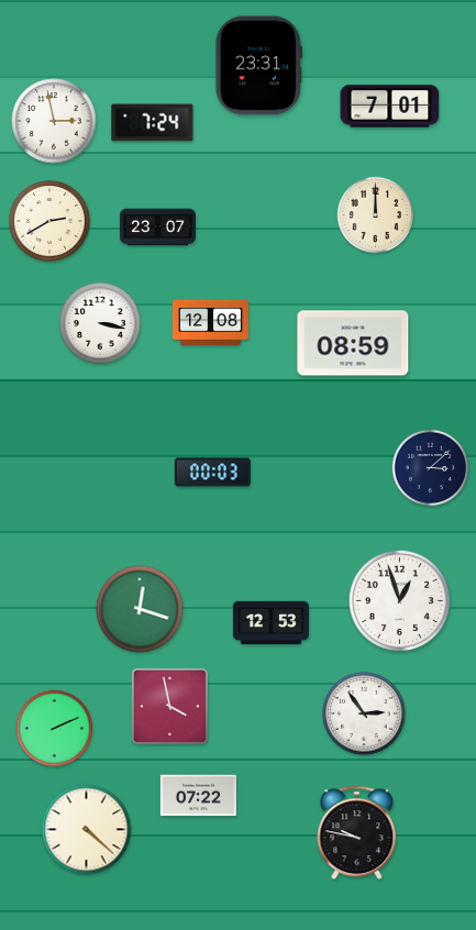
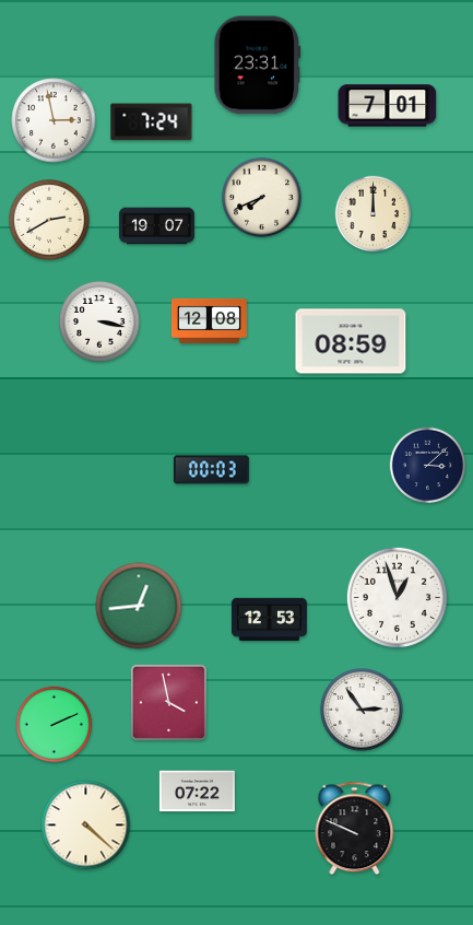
clock at (261, 197): none -> 7:41
clock at (157, 228): 23:07 -> 19:07
clock at (140, 609): 12:18 -> 12:44
clock at (357, 833): 9:47 -> 9:49
